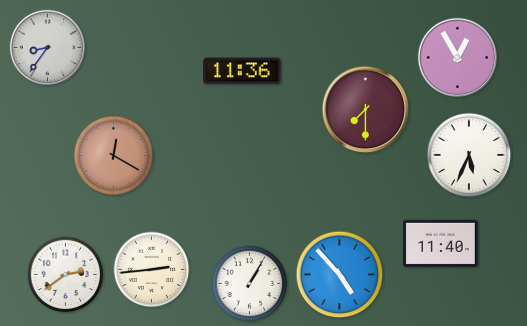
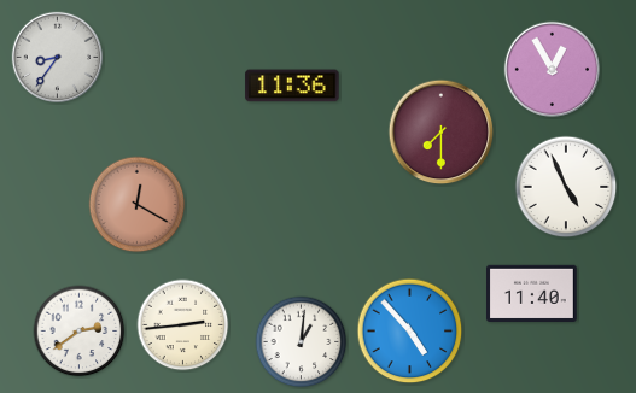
clock at (469, 155): 5:34 -> 4:56
clock at (114, 156) position: (114, 156) -> (138, 205)
clock at (250, 284): 1:05 -> 1:01
